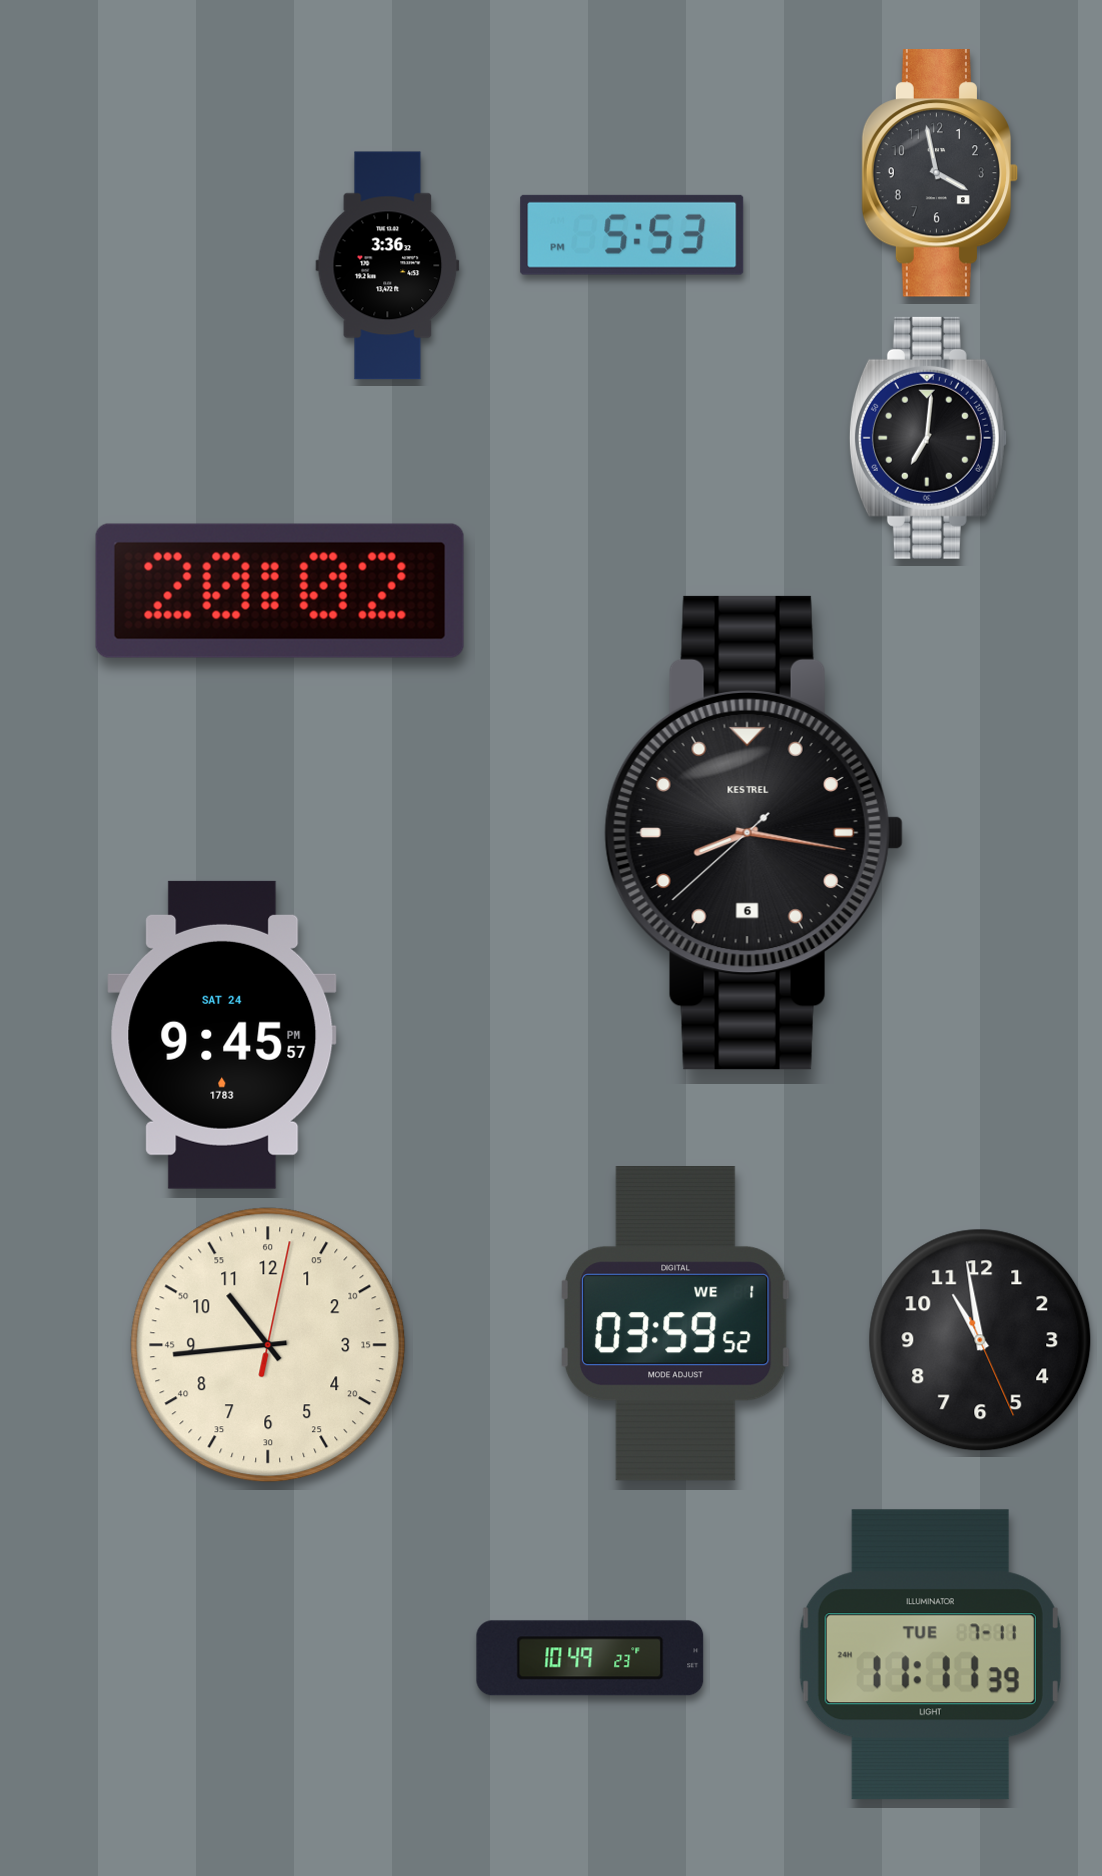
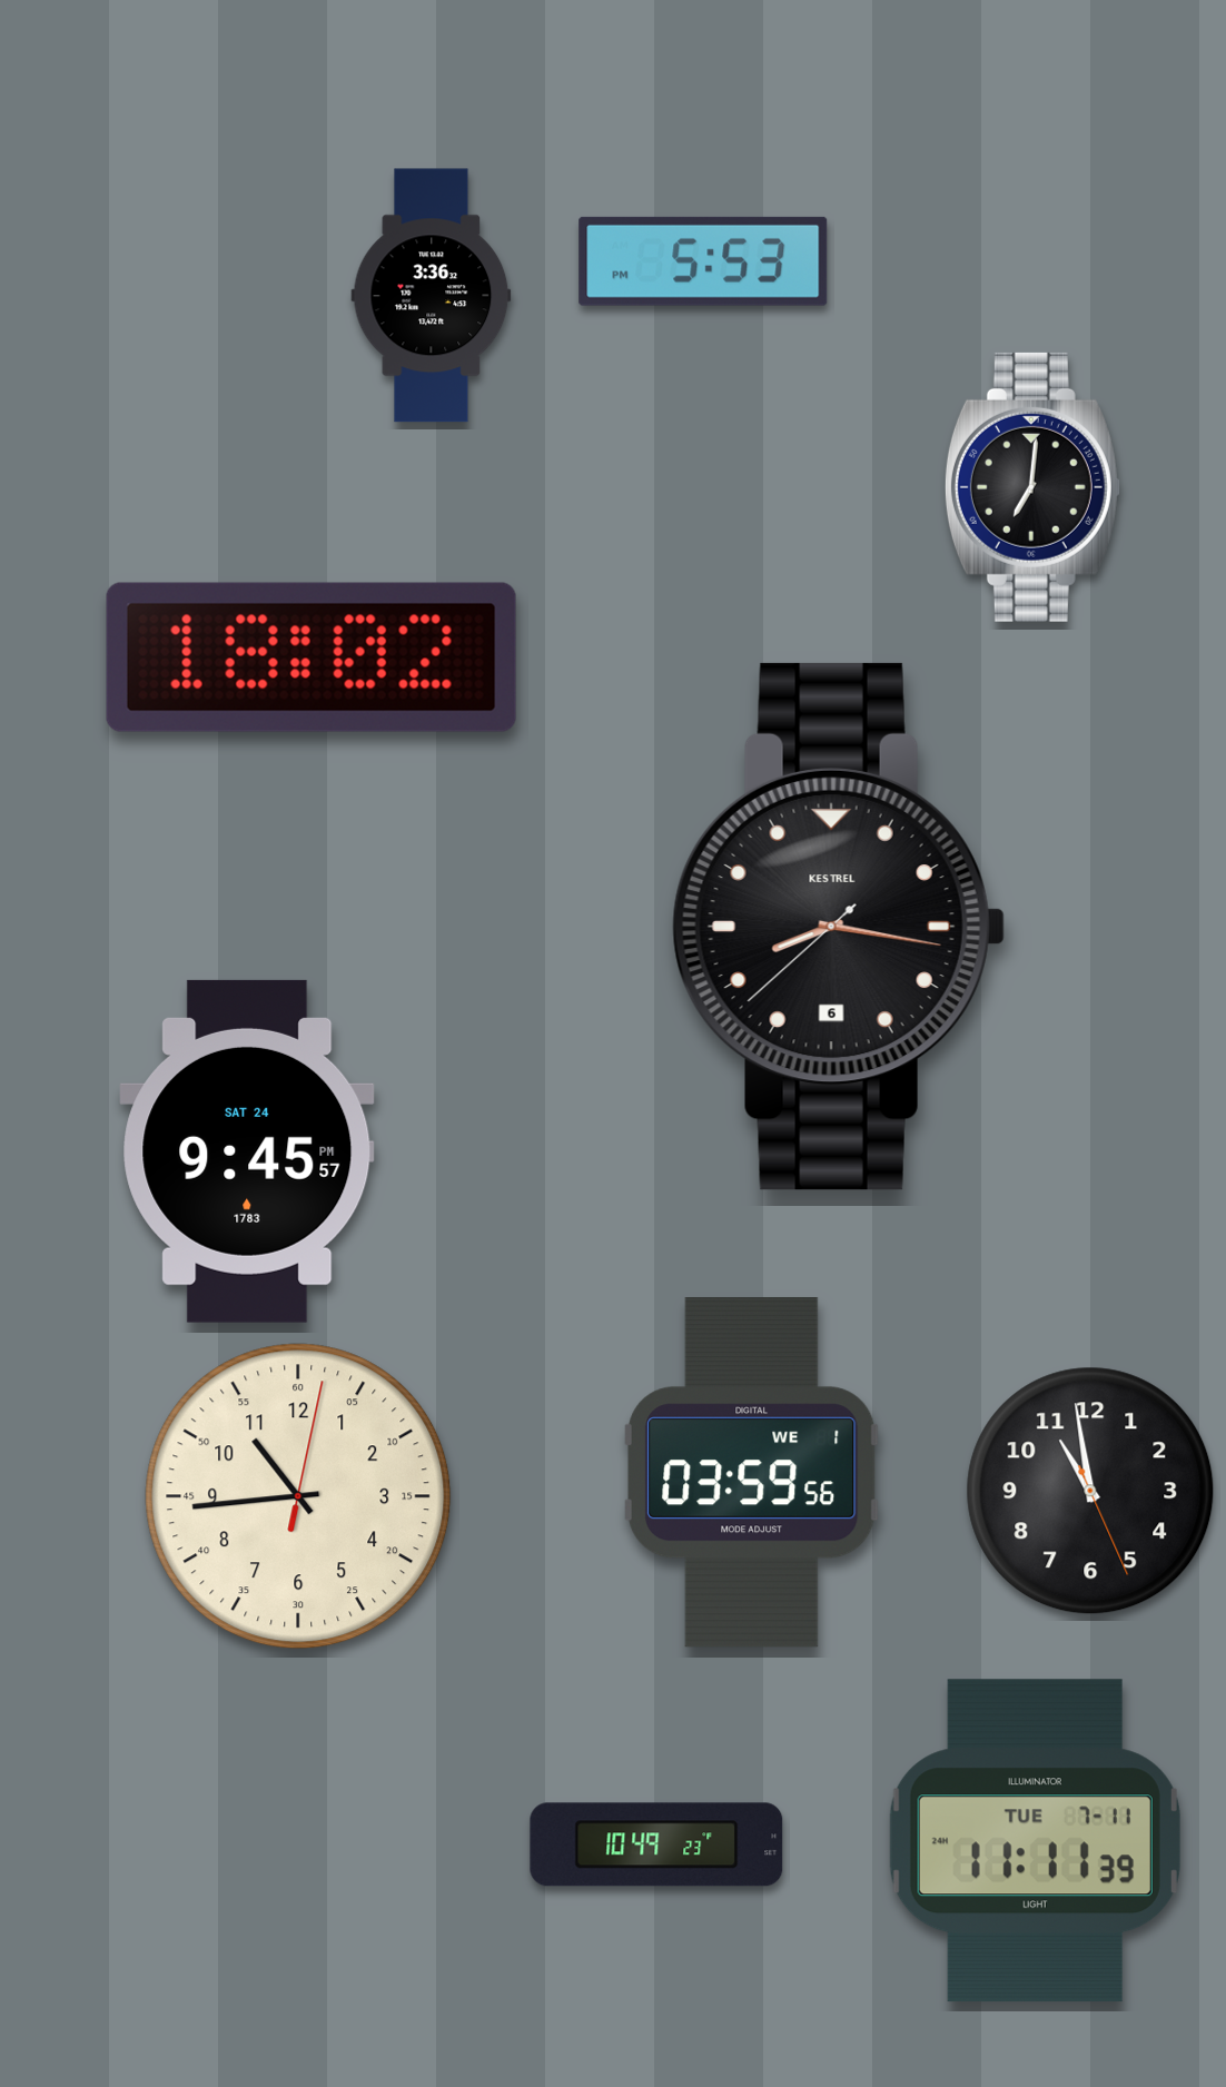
clock at (940, 174): 3:58 -> none
clock at (280, 591): 20:02 -> 18:02
clock at (676, 1324): 03:59:52 -> 03:59:56
